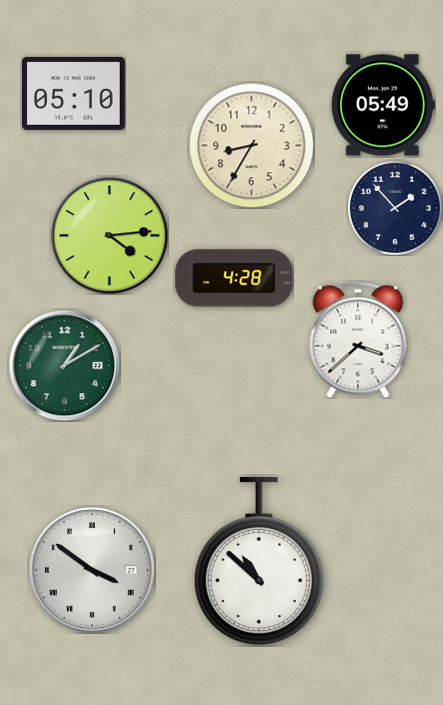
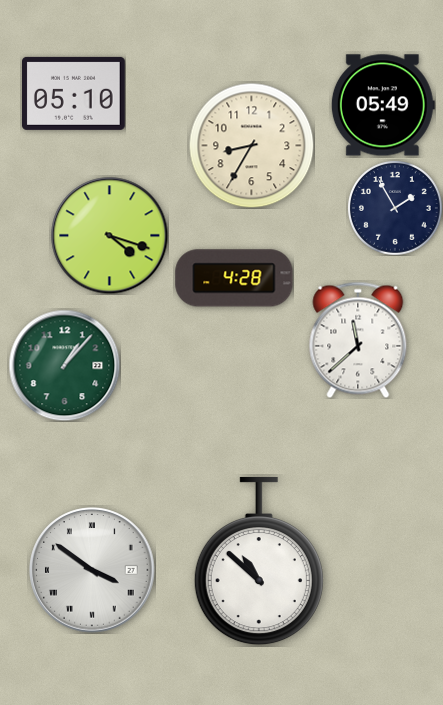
clock at (395, 208): 1:53 -> 1:55
clock at (109, 235): 4:14 -> 4:18
clock at (358, 340): 3:38 -> 11:38
clock at (64, 365): 1:10 -> 1:07
